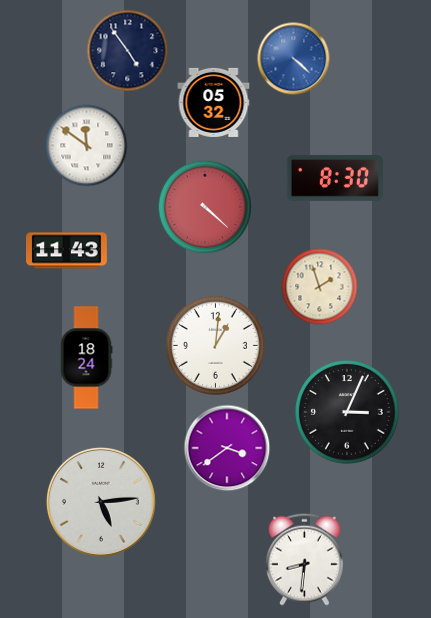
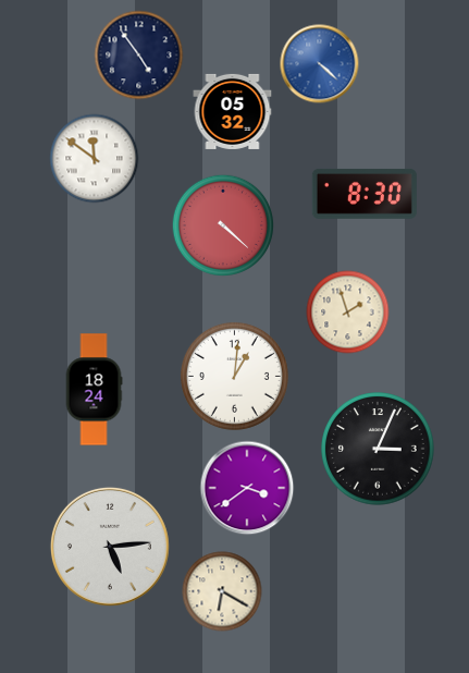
clock at (67, 251): 11:43 -> none
clock at (222, 591): none -> 6:20
clock at (305, 559): 8:31 -> none
